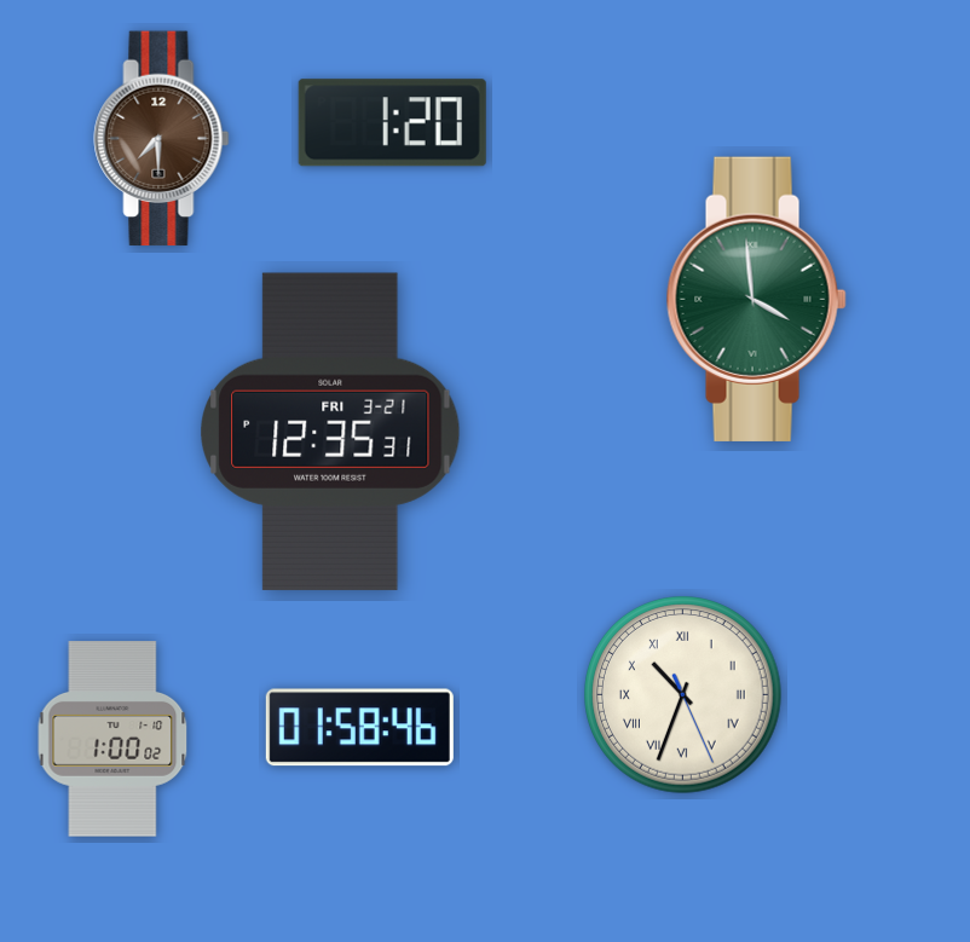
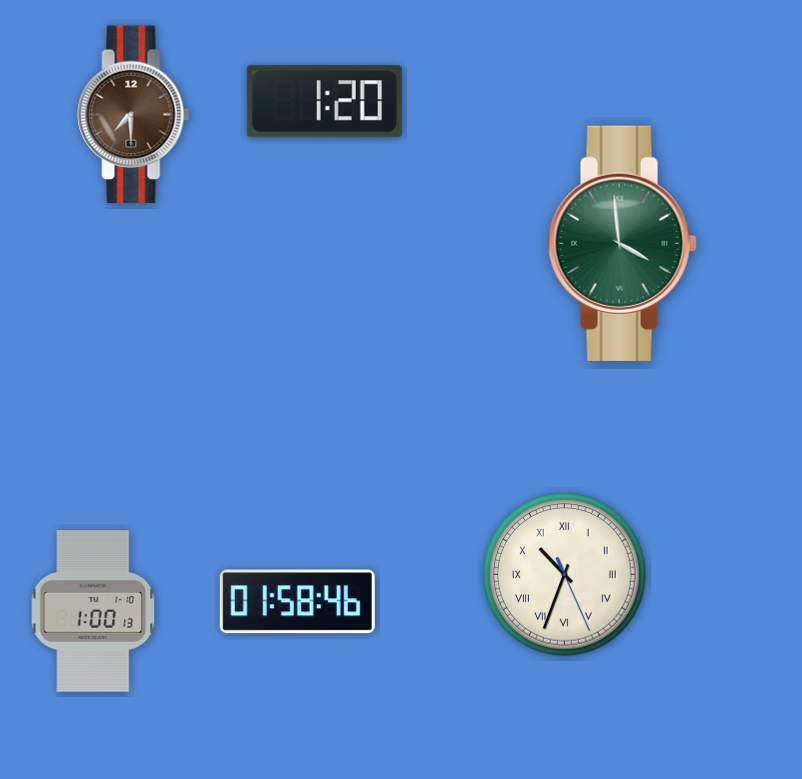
clock at (756, 299) position: (756, 299) -> (622, 243)
clock at (330, 432): 12:35 -> none
clock at (112, 739): 1:00:02 -> 1:00:13
